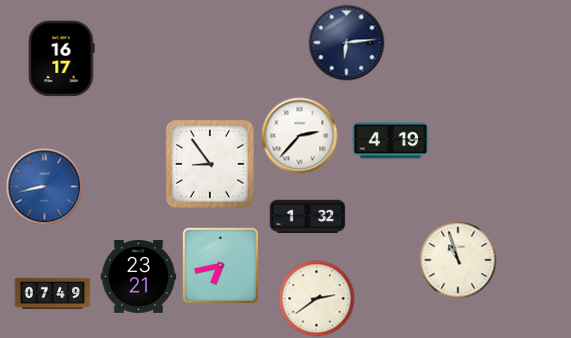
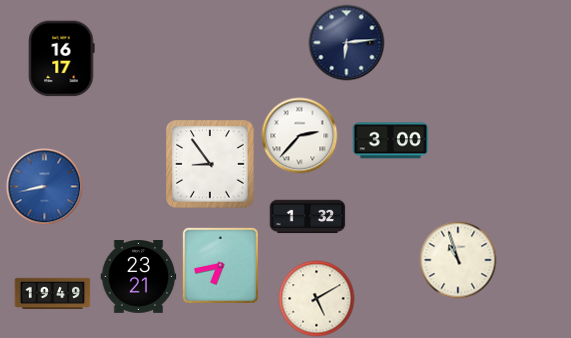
clock at (391, 141): 4:19 -> 3:00
clock at (53, 294): 07:49 -> 19:49
clock at (317, 299): 2:39 -> 5:10
